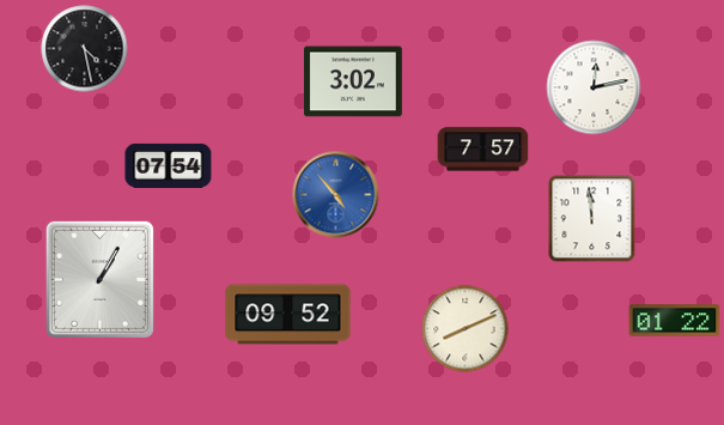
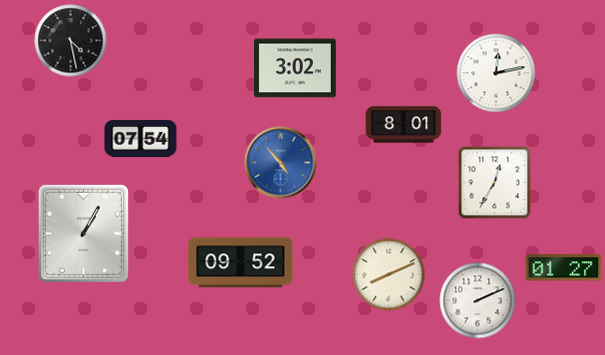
clock at (483, 150): 7:57 -> 8:01
clock at (592, 219): 11:59 -> 12:35
clock at (675, 321): 01:22 -> 01:27
clock at (478, 301): none -> 2:11
